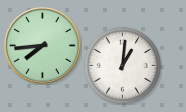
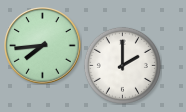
clock at (122, 65): 1:01 -> 2:00
